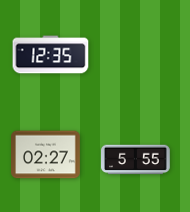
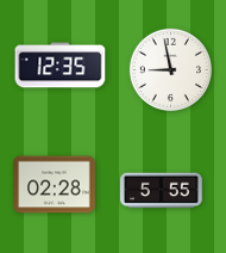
clock at (170, 69): none -> 8:58
clock at (46, 155): 02:27 -> 02:28
